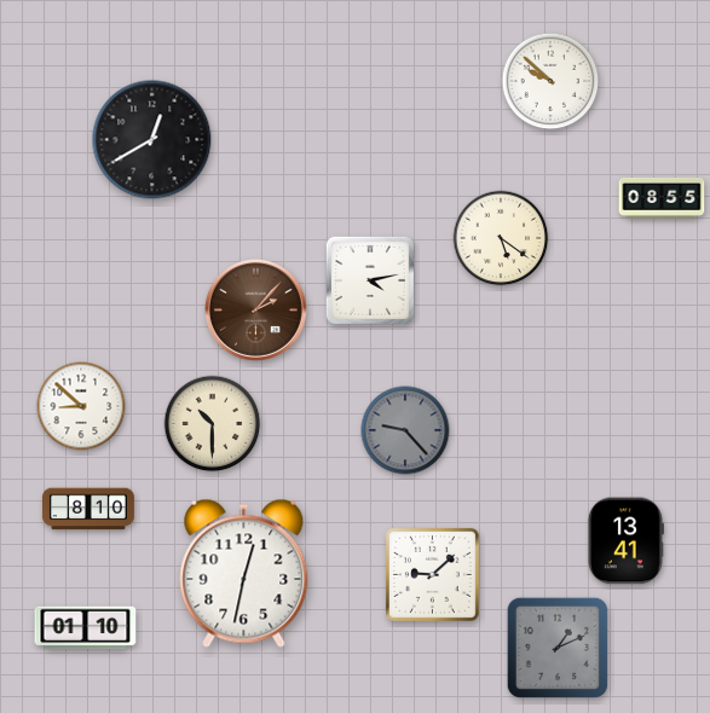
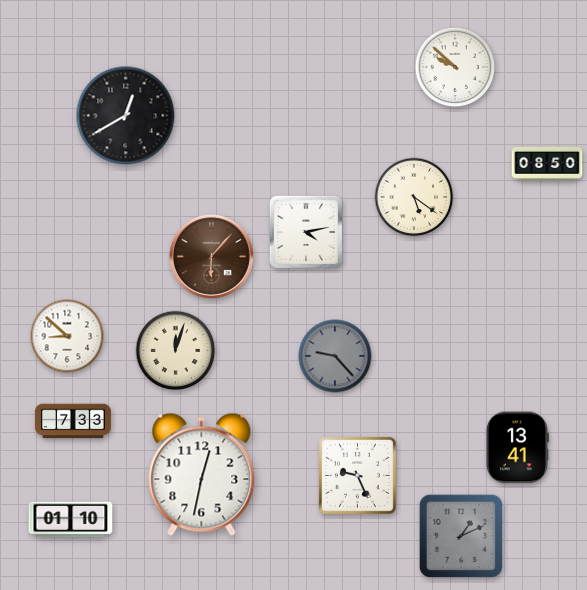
clock at (662, 198): 08:55 -> 08:50
clock at (256, 311): 2:07 -> 6:07
clock at (213, 424): 10:30 -> 12:03
clock at (88, 509): 8:10 -> 7:33
clock at (432, 574): 9:08 -> 9:26
